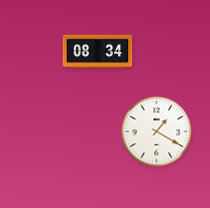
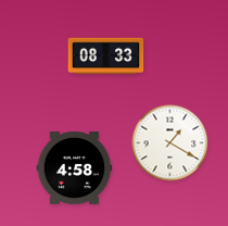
clock at (98, 52): 08:34 -> 08:33
clock at (75, 168): none -> 4:58
